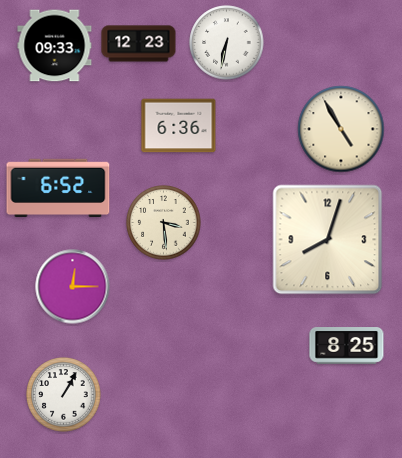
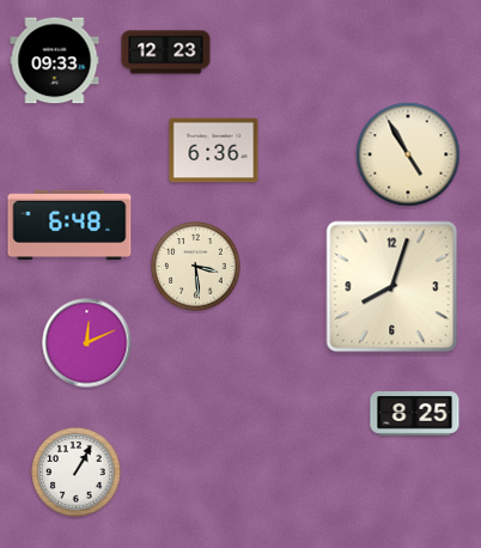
clock at (227, 43): 6:32 -> none
clock at (55, 46) position: (55, 46) -> (55, 61)
clock at (58, 188): 6:52 -> 6:48
clock at (73, 287): 12:15 -> 12:11
